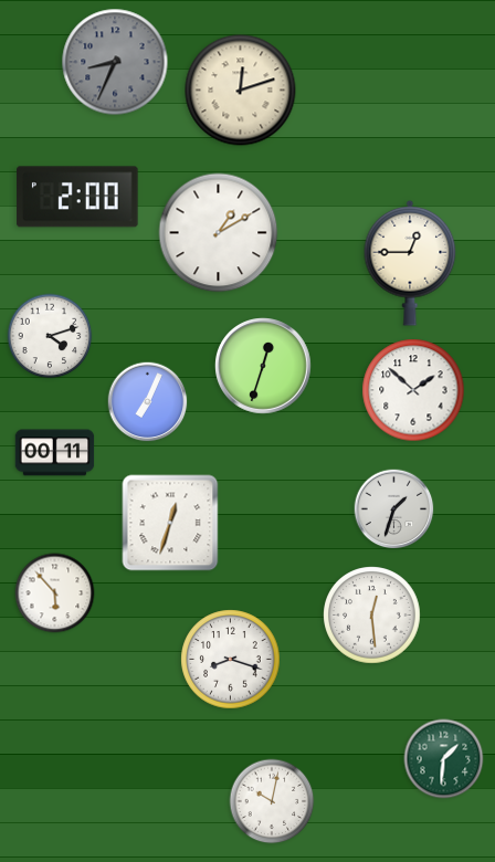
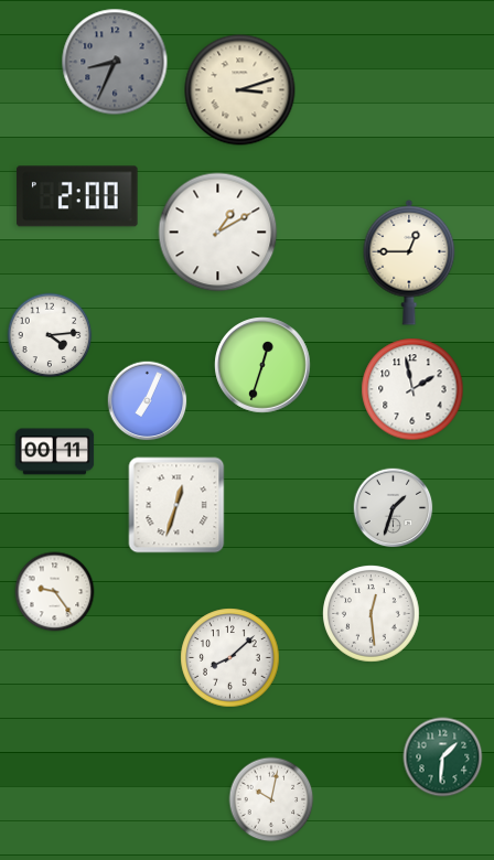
clock at (241, 91): 12:12 -> 3:12
clock at (50, 336): 4:12 -> 4:14
clock at (413, 390): 1:52 -> 1:58
clock at (170, 523) position: (170, 523) -> (176, 505)
clock at (55, 593): 5:53 -> 9:24
clock at (231, 660): 8:18 -> 8:08
